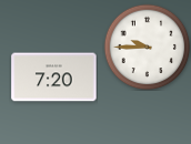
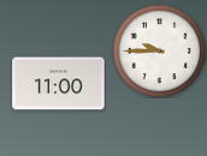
clock at (54, 78): 7:20 -> 11:00
